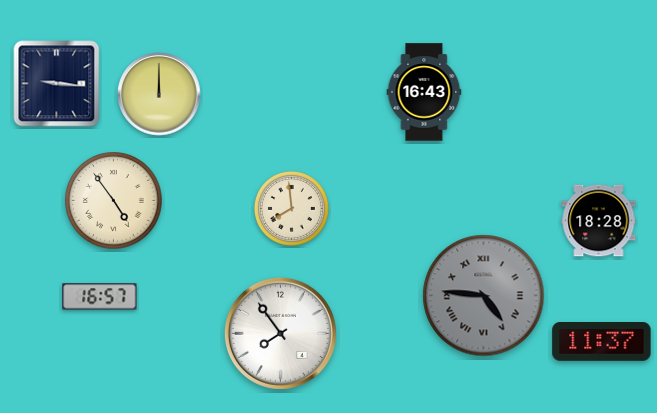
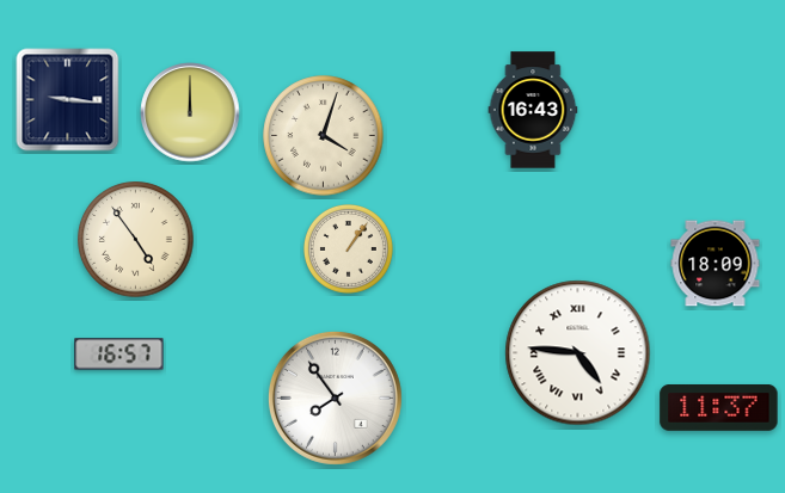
clock at (424, 92) position: (424, 92) -> (533, 110)
clock at (324, 136): none -> 4:03
clock at (291, 208): 7:59 -> 1:06
clock at (599, 221): 18:28 -> 18:09
clock at (484, 296) dial: grey -> white
